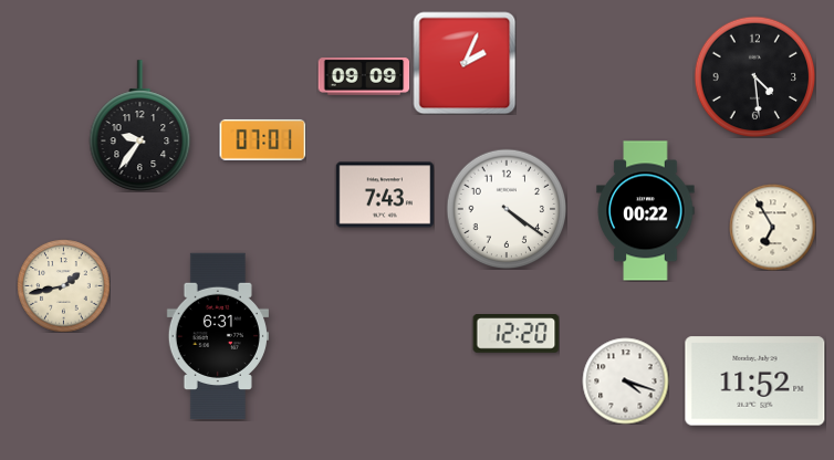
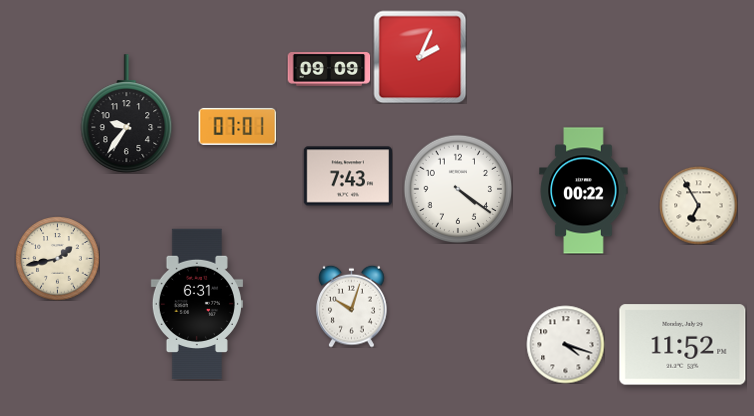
clock at (754, 76): 4:29 -> none
clock at (515, 334): 12:20 -> none
clock at (352, 306): none -> 10:03
